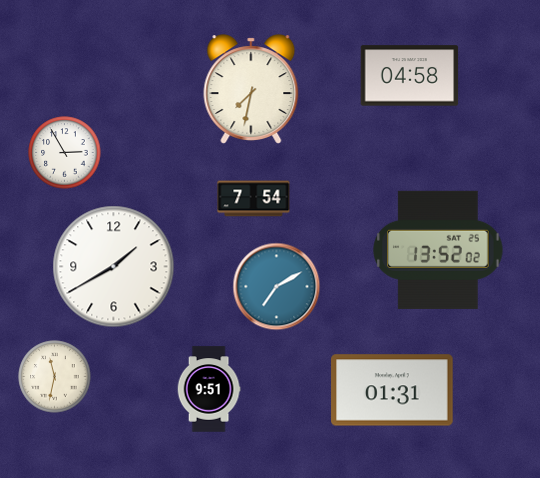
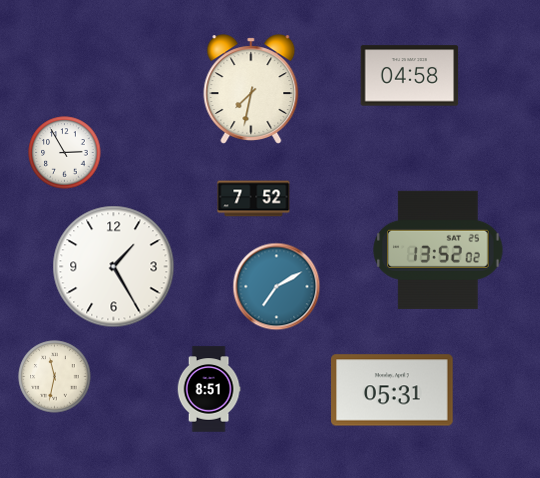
clock at (254, 199): 7:54 -> 7:52
clock at (114, 267): 1:40 -> 1:25
clock at (209, 389): 9:51 -> 8:51
clock at (392, 390): 01:31 -> 05:31
